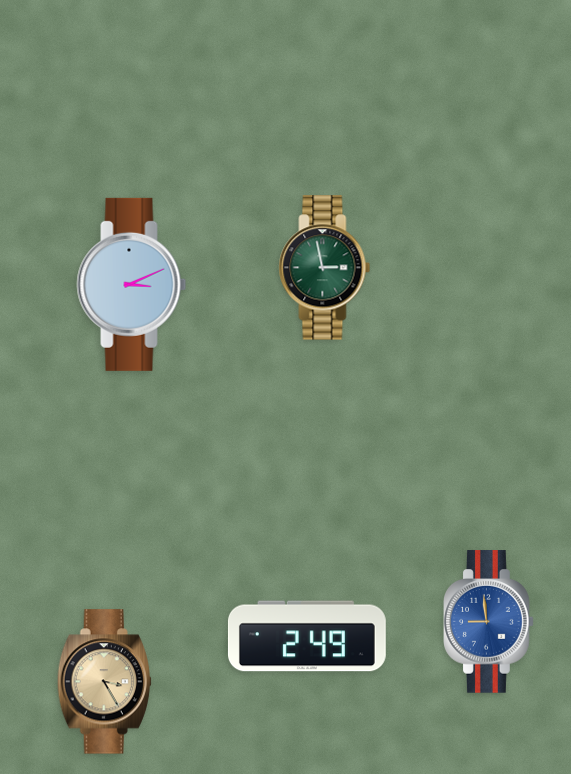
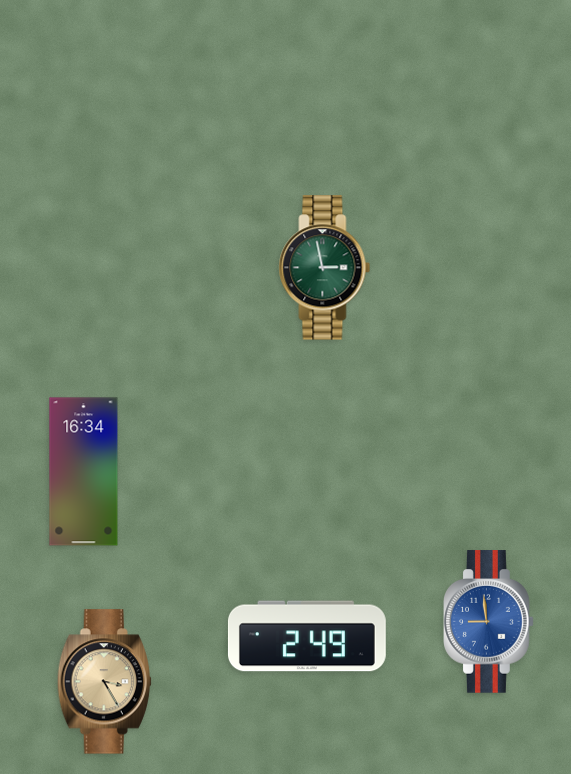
clock at (132, 284): 3:11 -> none
clock at (84, 472): none -> 16:34
